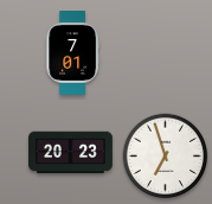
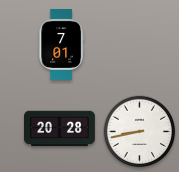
clock at (71, 153): 20:23 -> 20:28
clock at (166, 157): 6:57 -> 8:43
